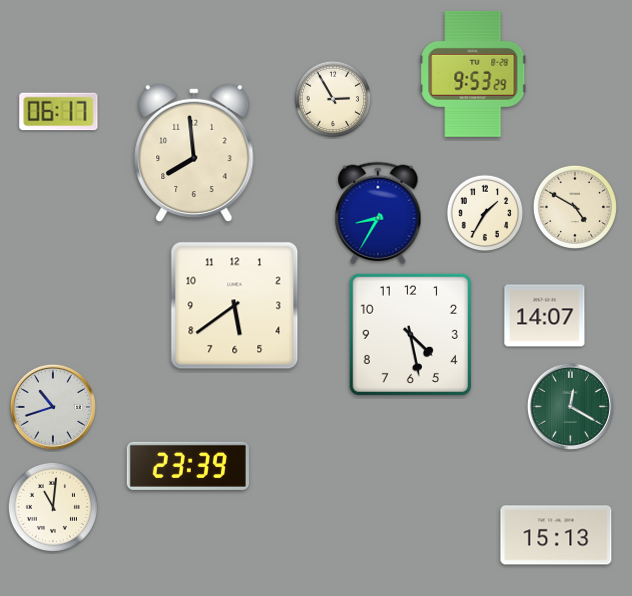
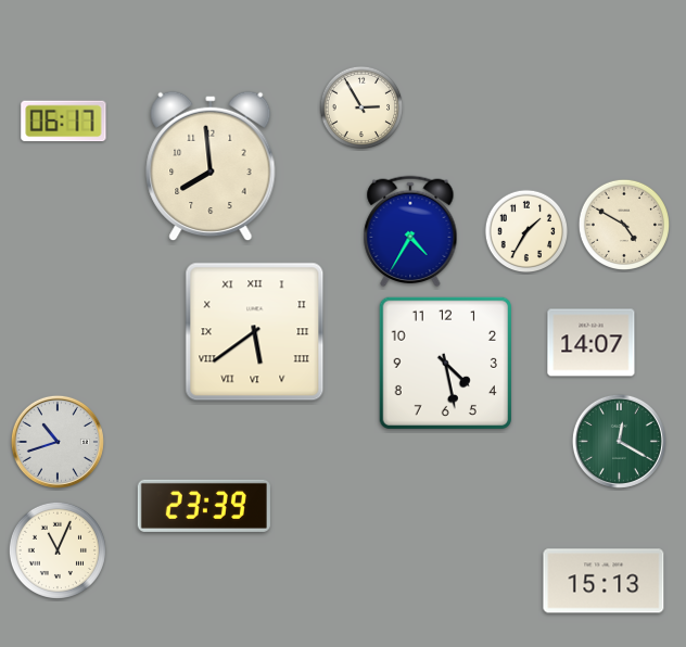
clock at (473, 74): 9:53 -> none
clock at (378, 213): 8:35 -> 4:35
clock at (235, 306) numerals: Arabic -> Roman
clock at (53, 507): 11:01 -> 11:04
